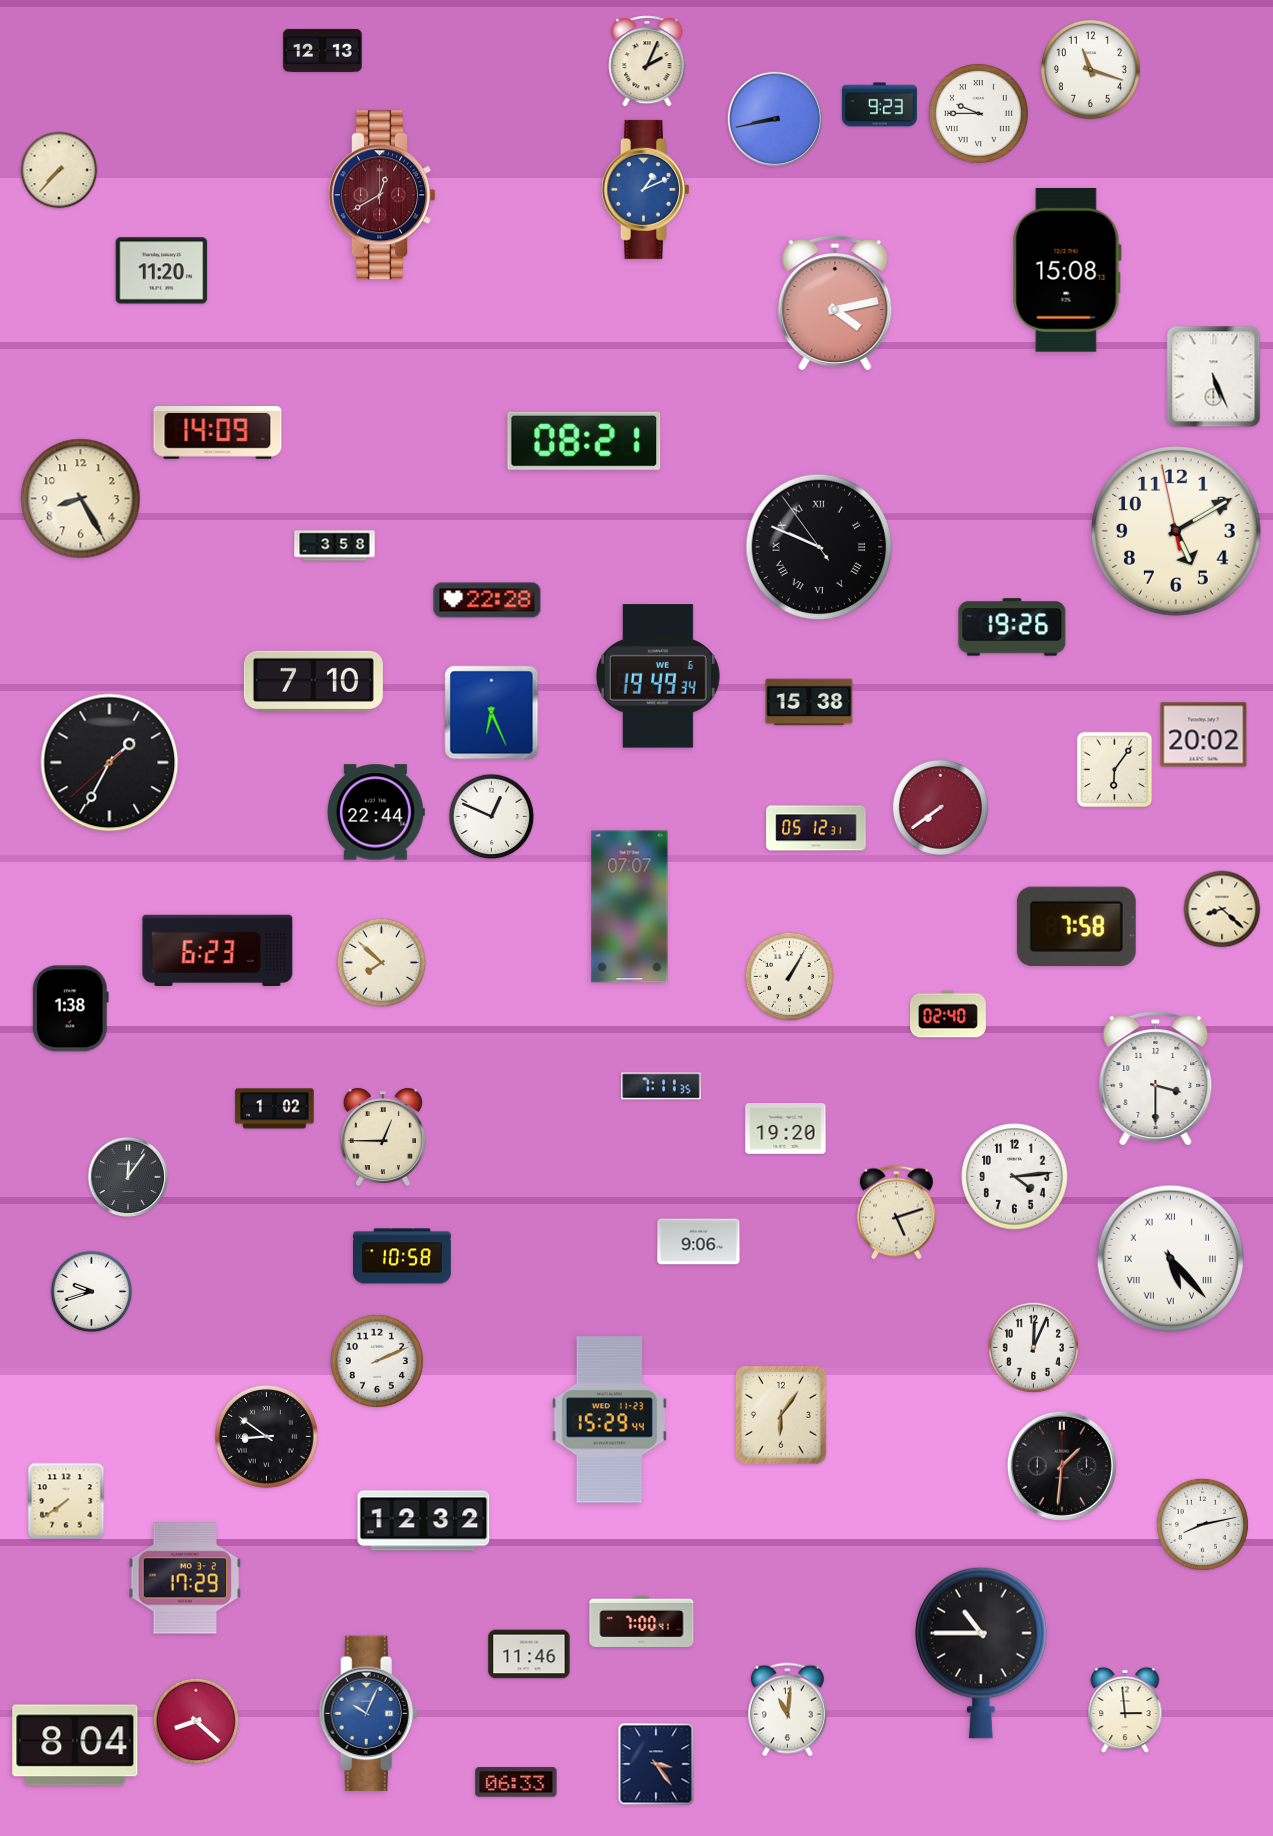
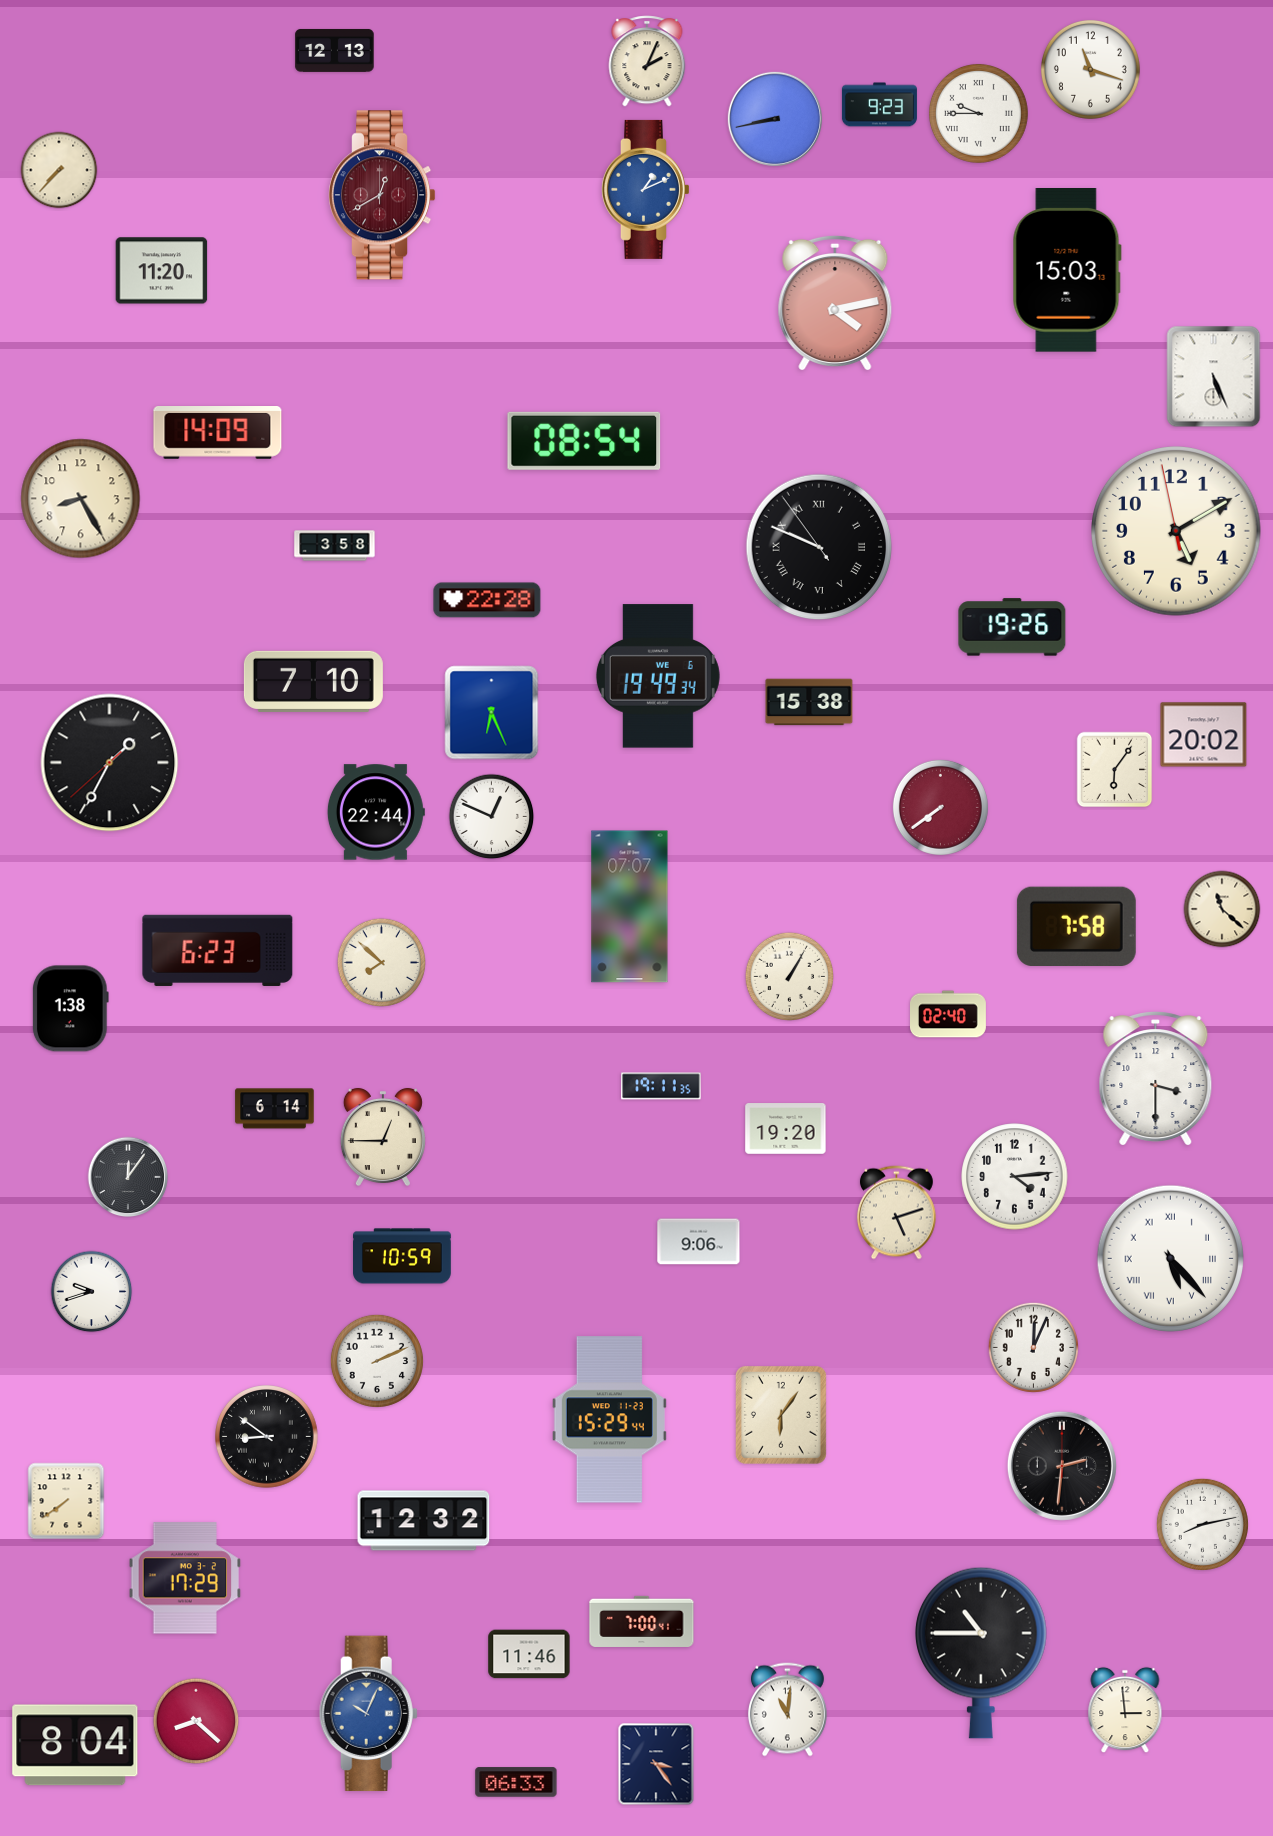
clock at (323, 50) position: (323, 50) -> (335, 50)
clock at (1067, 271): 15:08 -> 15:03
clock at (584, 441): 08:21 -> 08:54
clock at (816, 828): 05:12 -> none
clock at (1222, 909): 8:22 -> 11:22
clock at (661, 1086): 7:11 -> 19:11
clock at (275, 1109): 1:02 -> 6:14
clock at (403, 1256): 10:58 -> 10:59
clock at (1062, 1466): 1:31 -> 2:31
